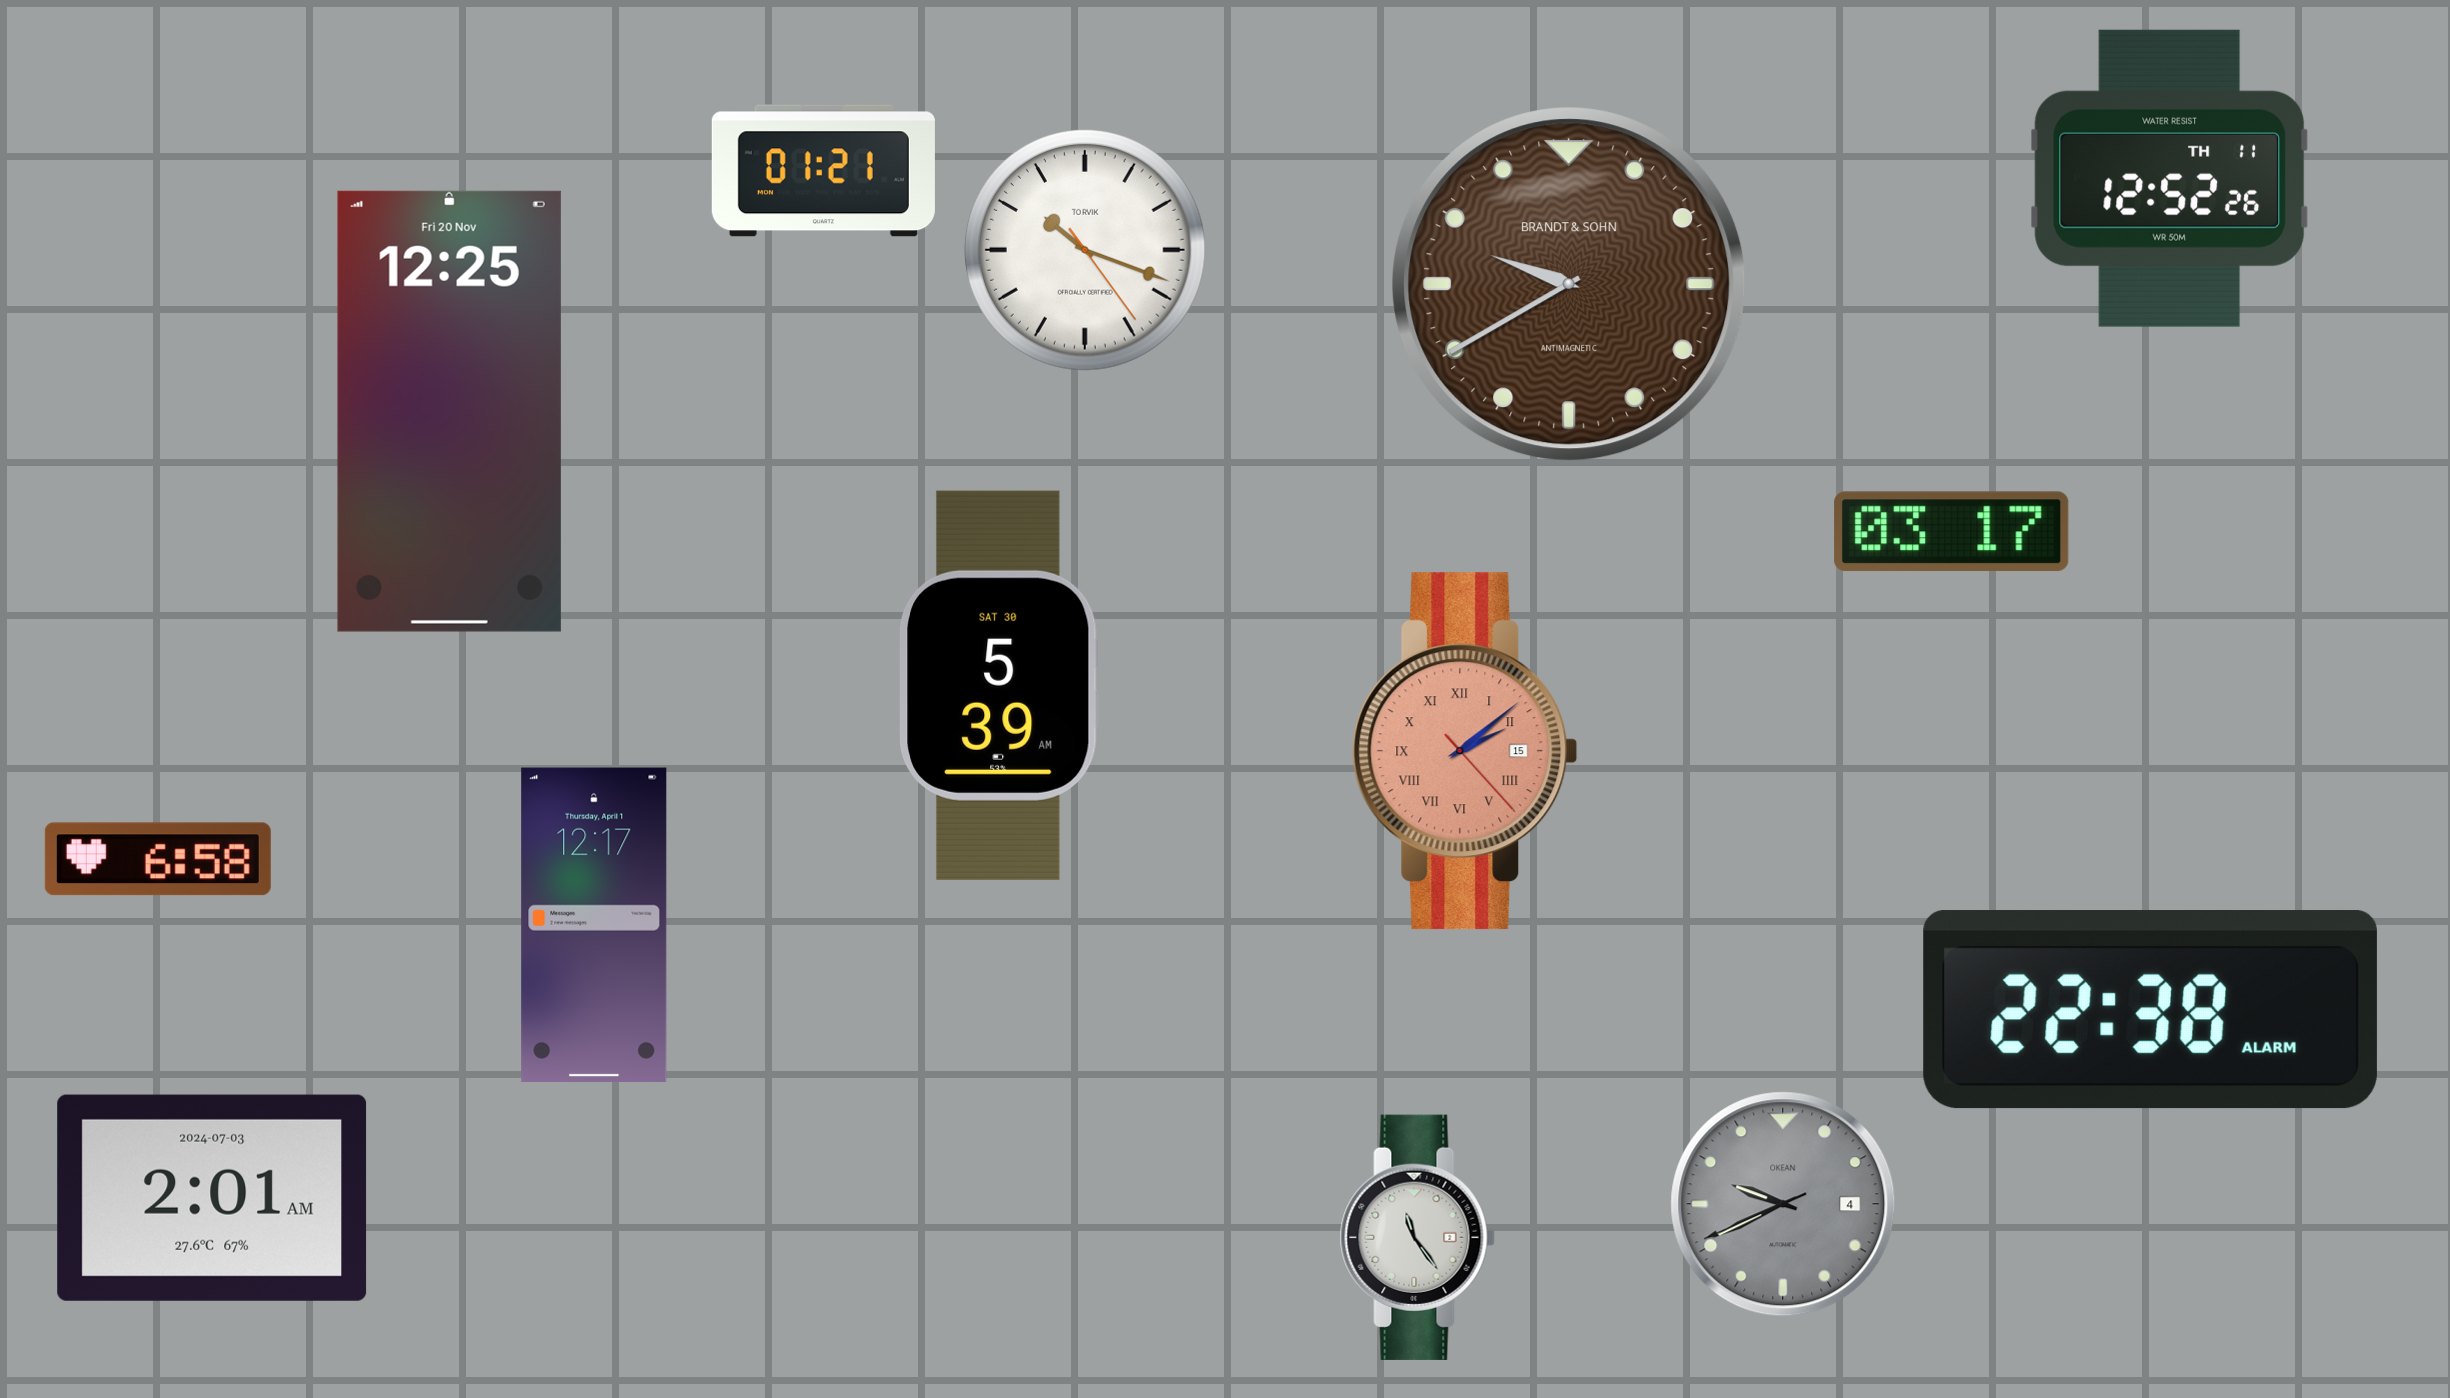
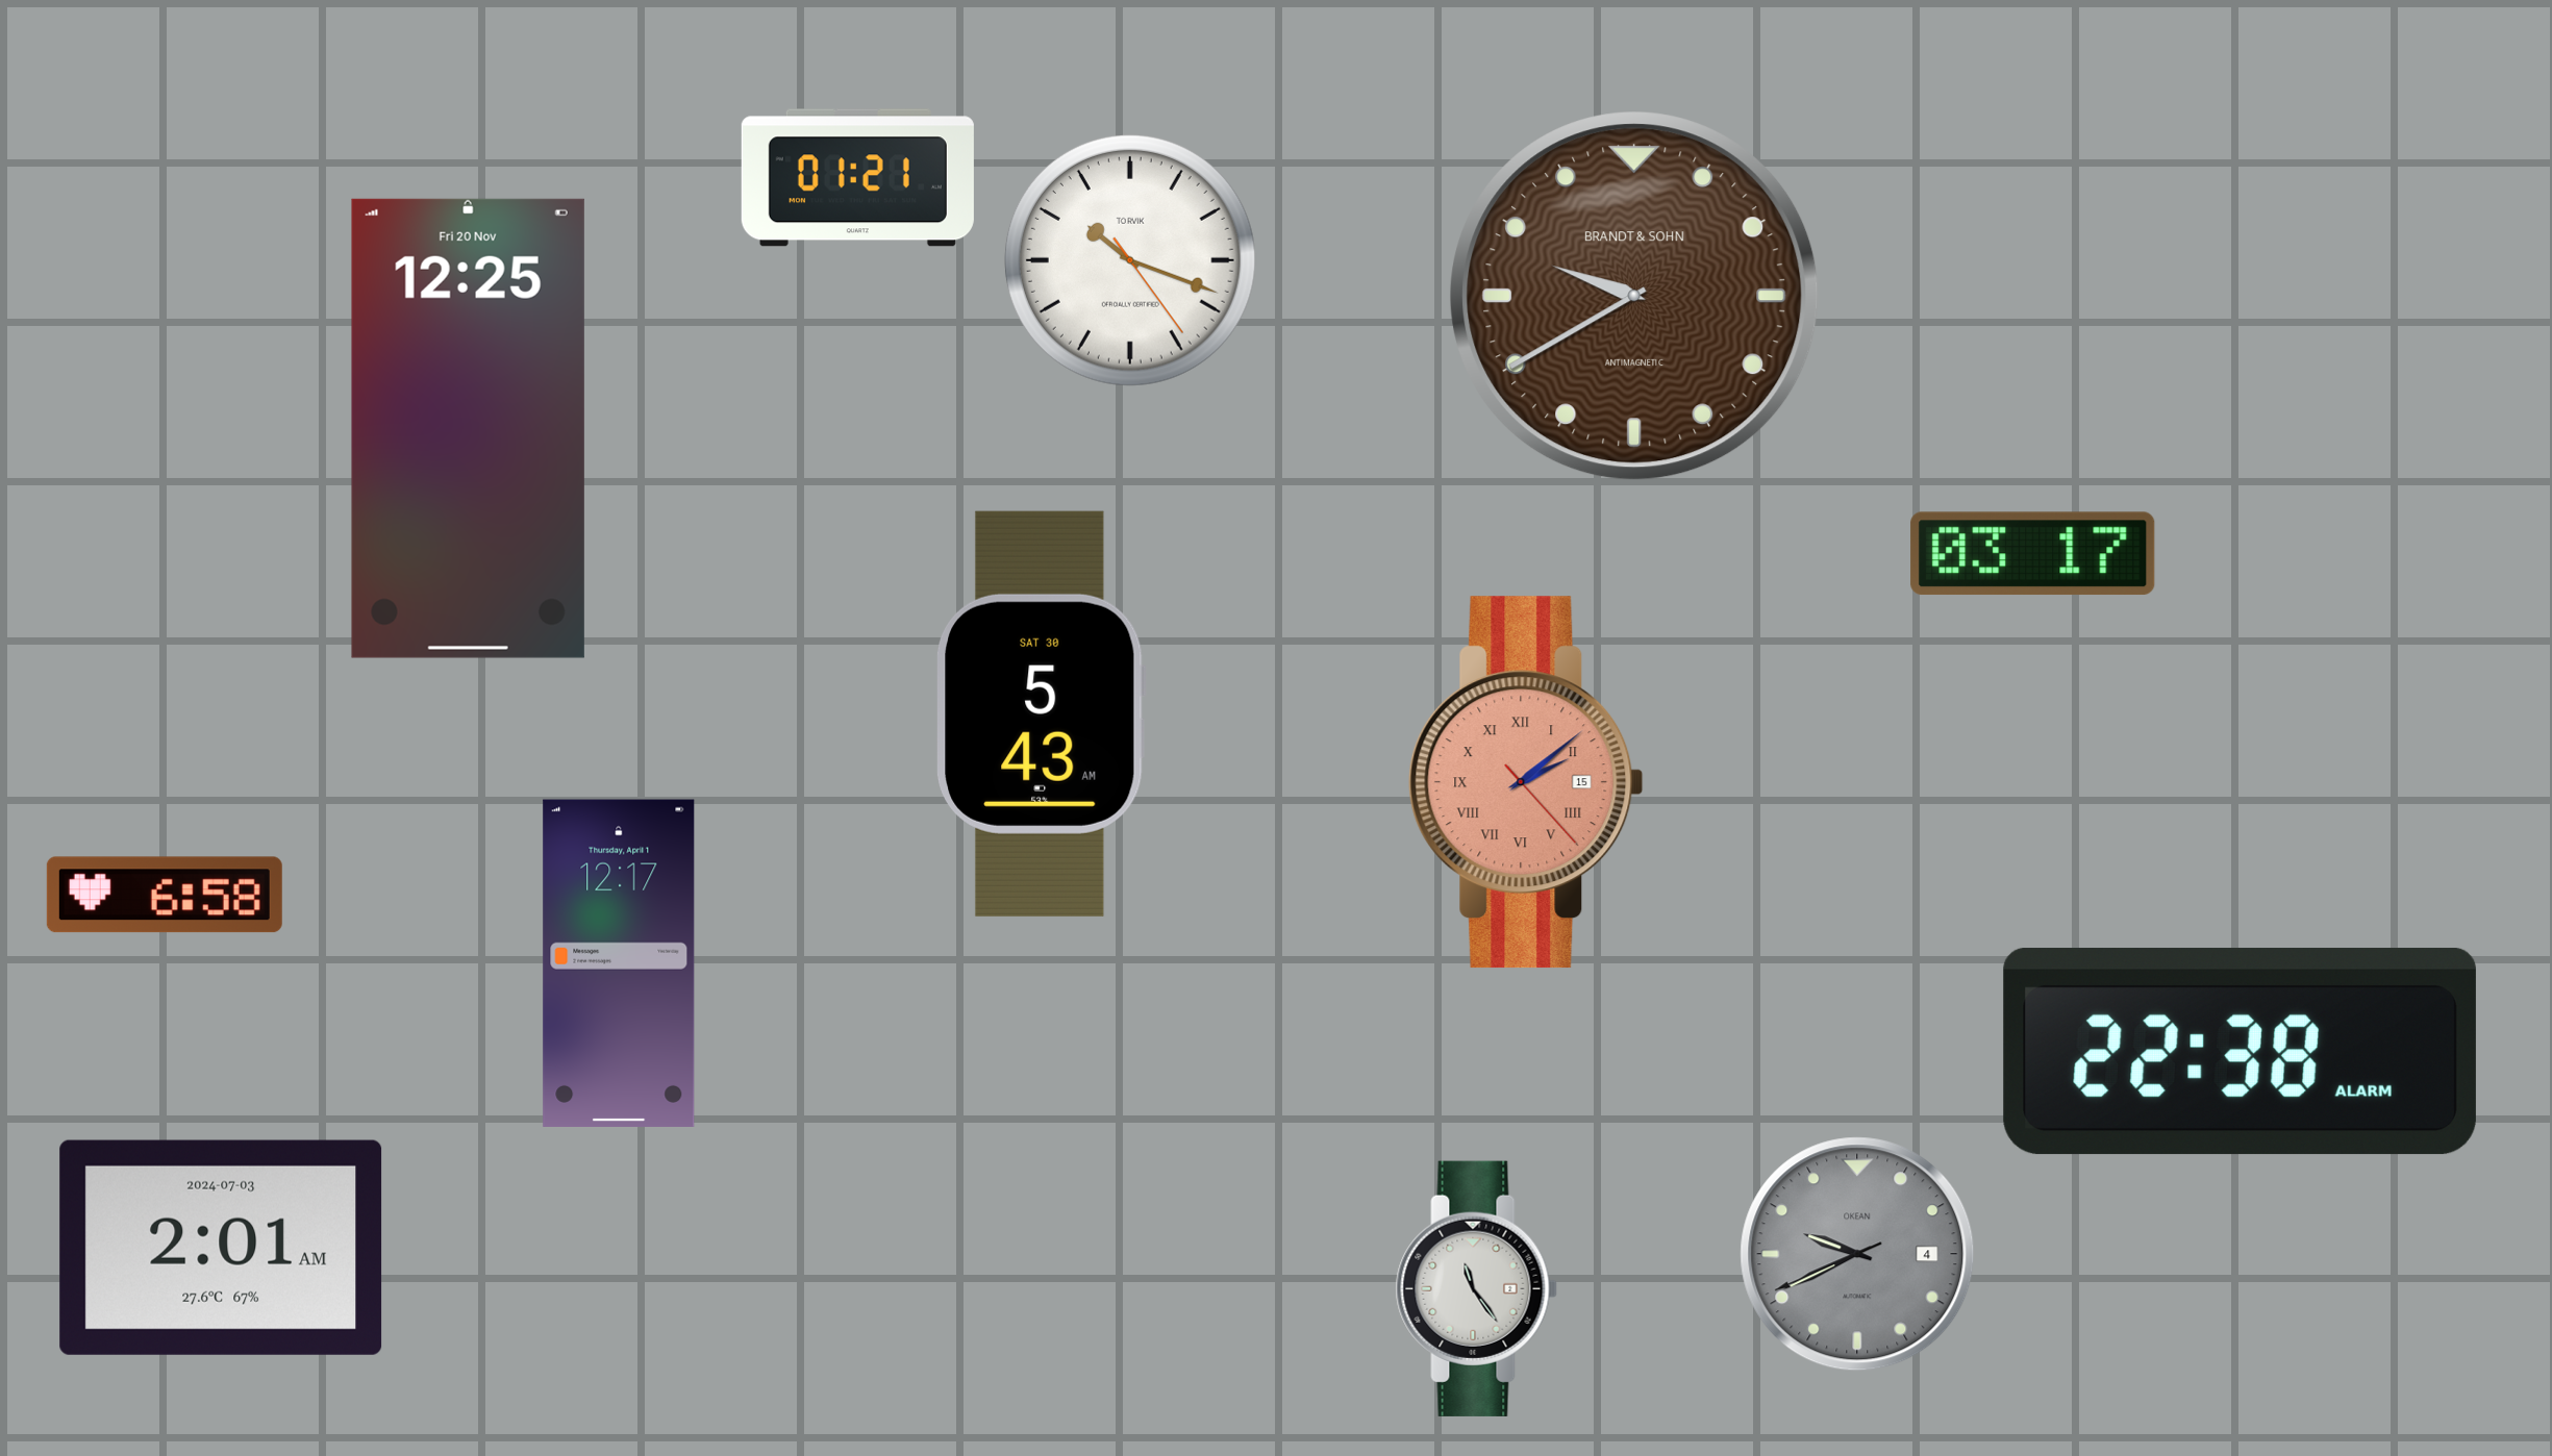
clock at (2169, 178): 12:52 -> none
clock at (1000, 685): 5:39 -> 5:43
